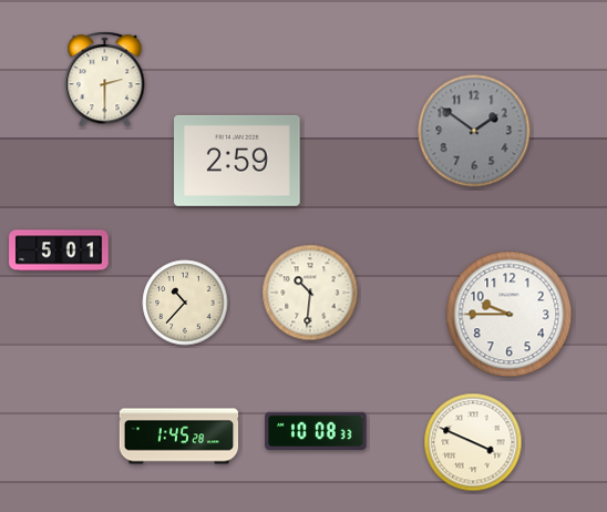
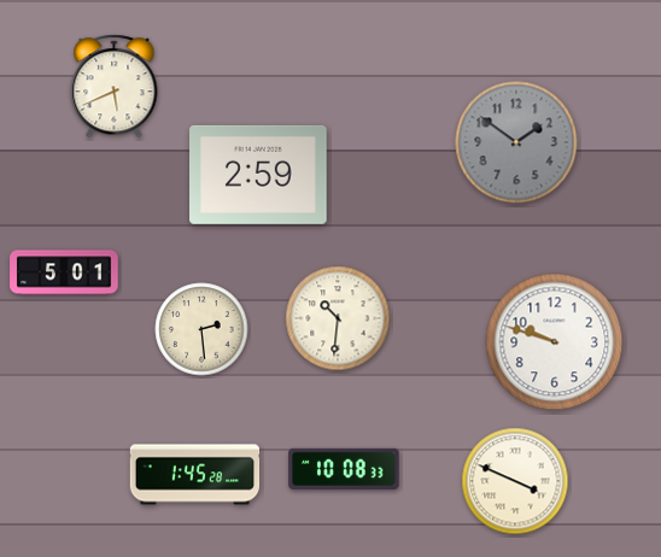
clock at (105, 80): 2:30 -> 5:41
clock at (185, 303): 10:37 -> 2:29
clock at (510, 315): 9:45 -> 9:48
